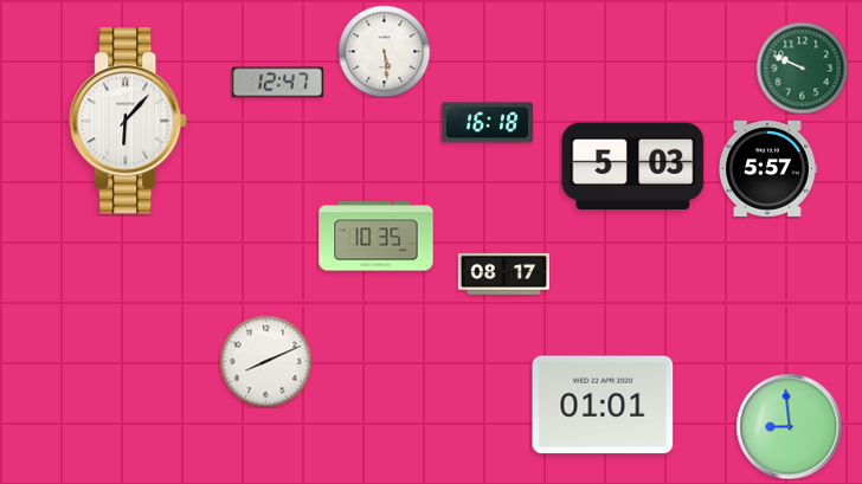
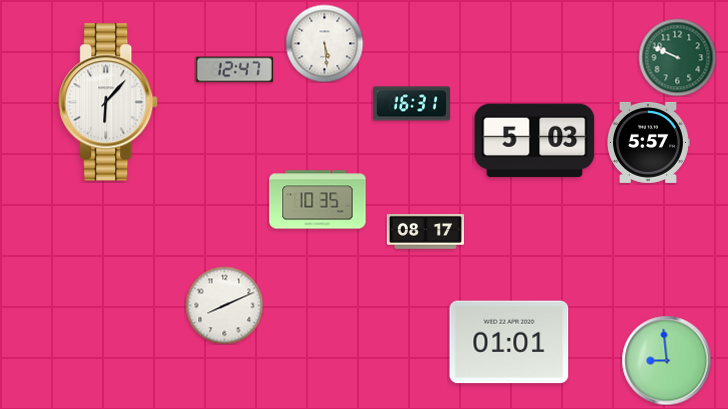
clock at (487, 123): 16:18 -> 16:31
